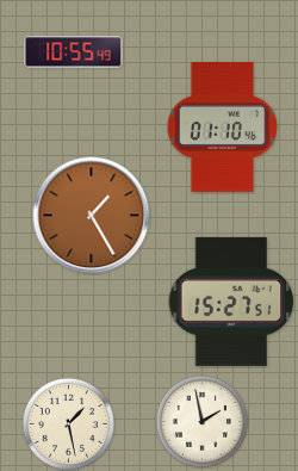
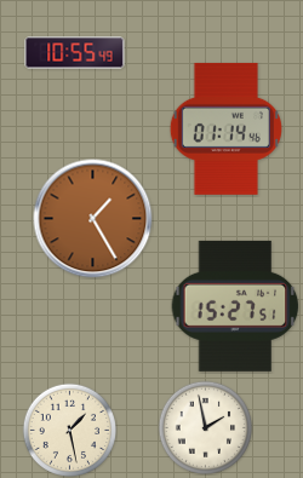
clock at (222, 126): 01:10 -> 01:14
